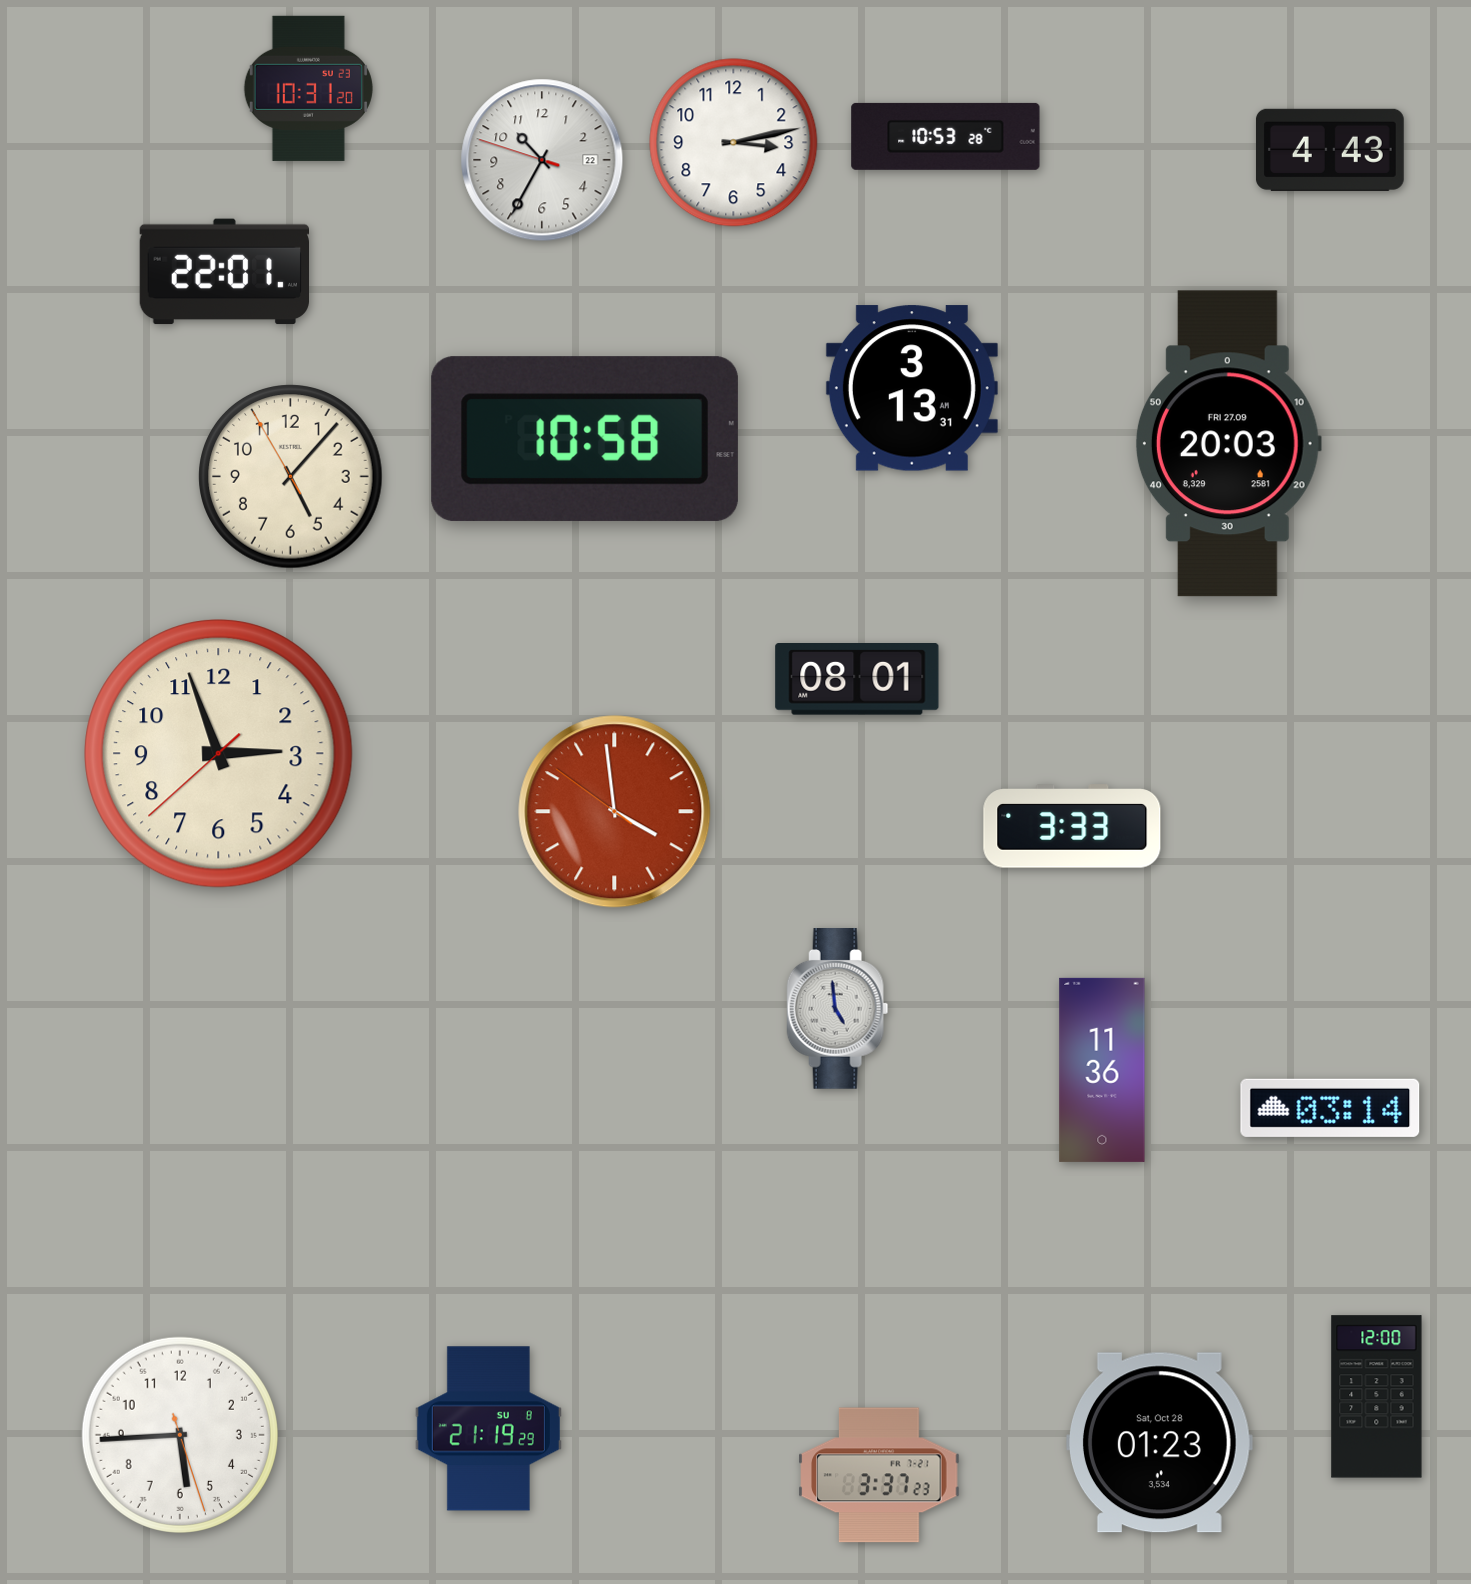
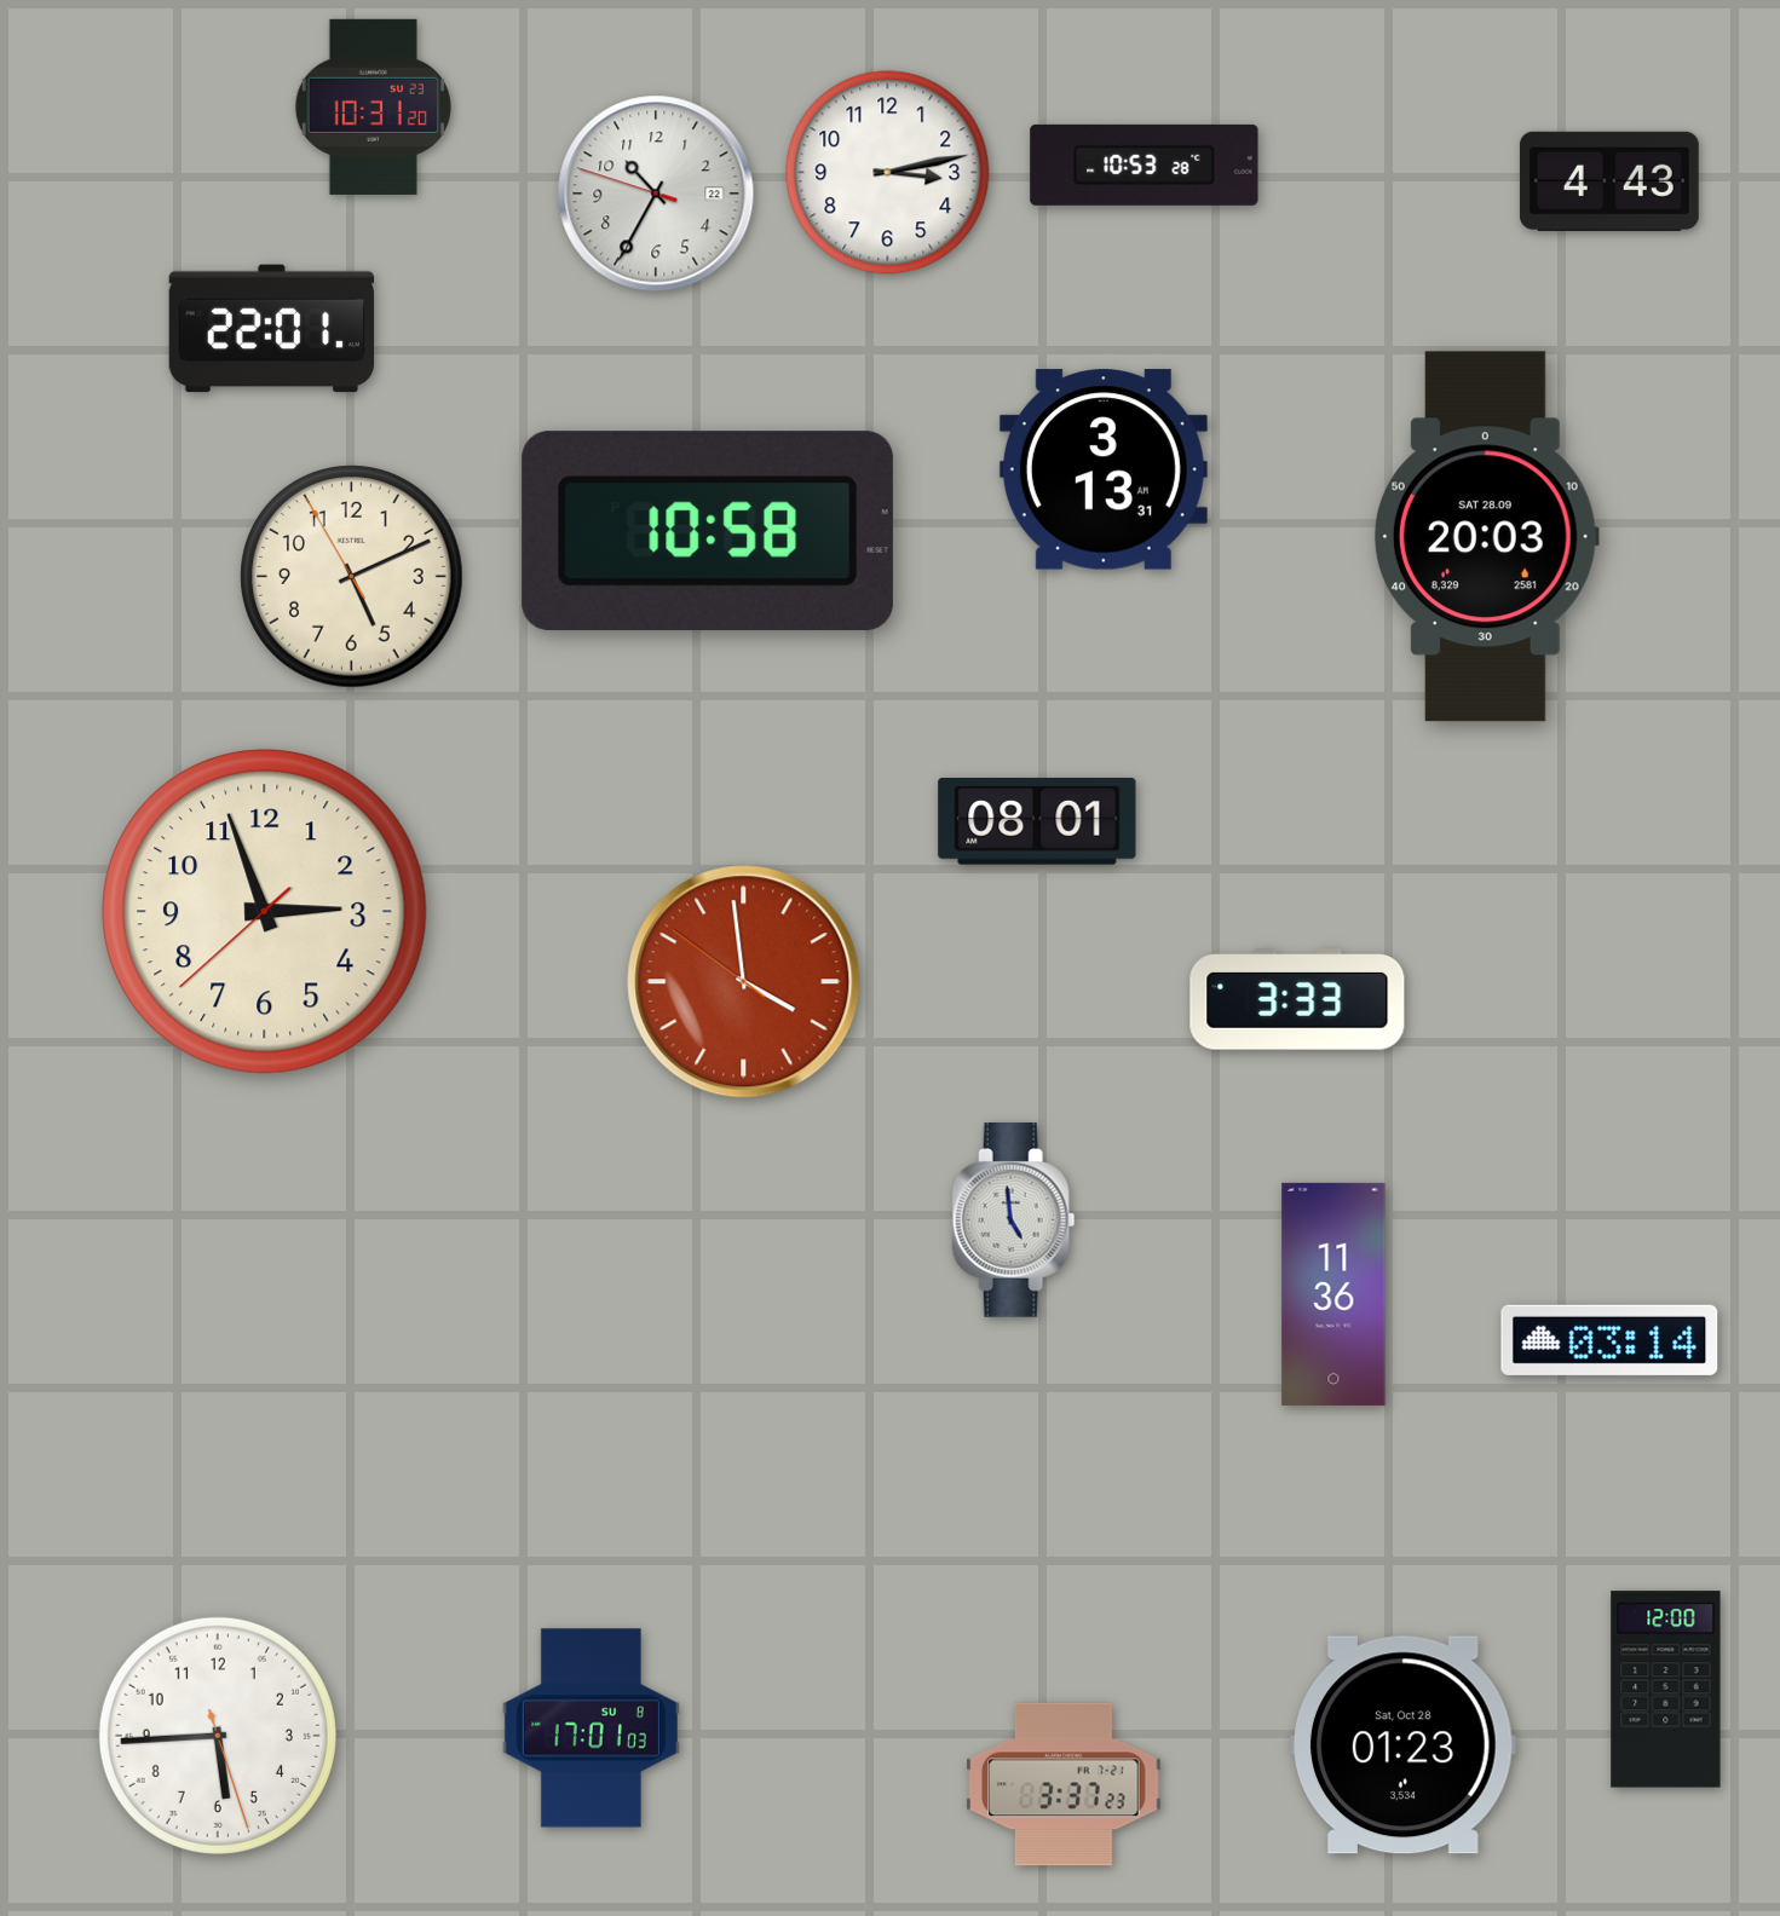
clock at (1228, 444) date: FRI 27.09 -> SAT 28.09
clock at (291, 477): 5:06 -> 5:10
clock at (488, 1429): 21:19 -> 17:01
